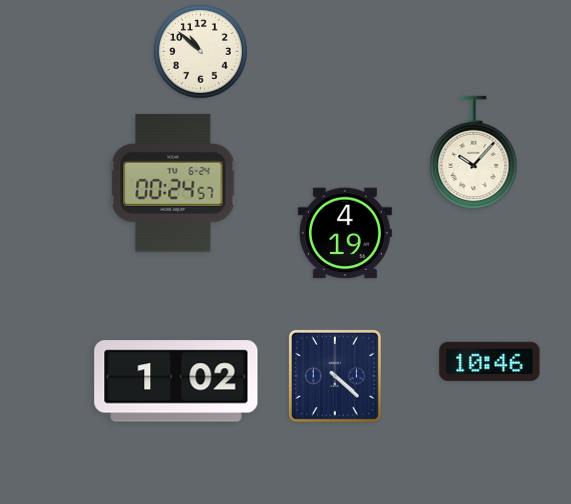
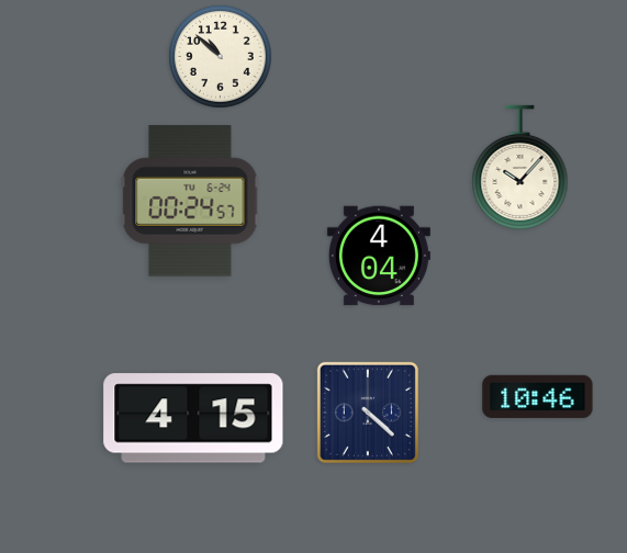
clock at (345, 233): 4:19 -> 4:04
clock at (176, 381): 1:02 -> 4:15
